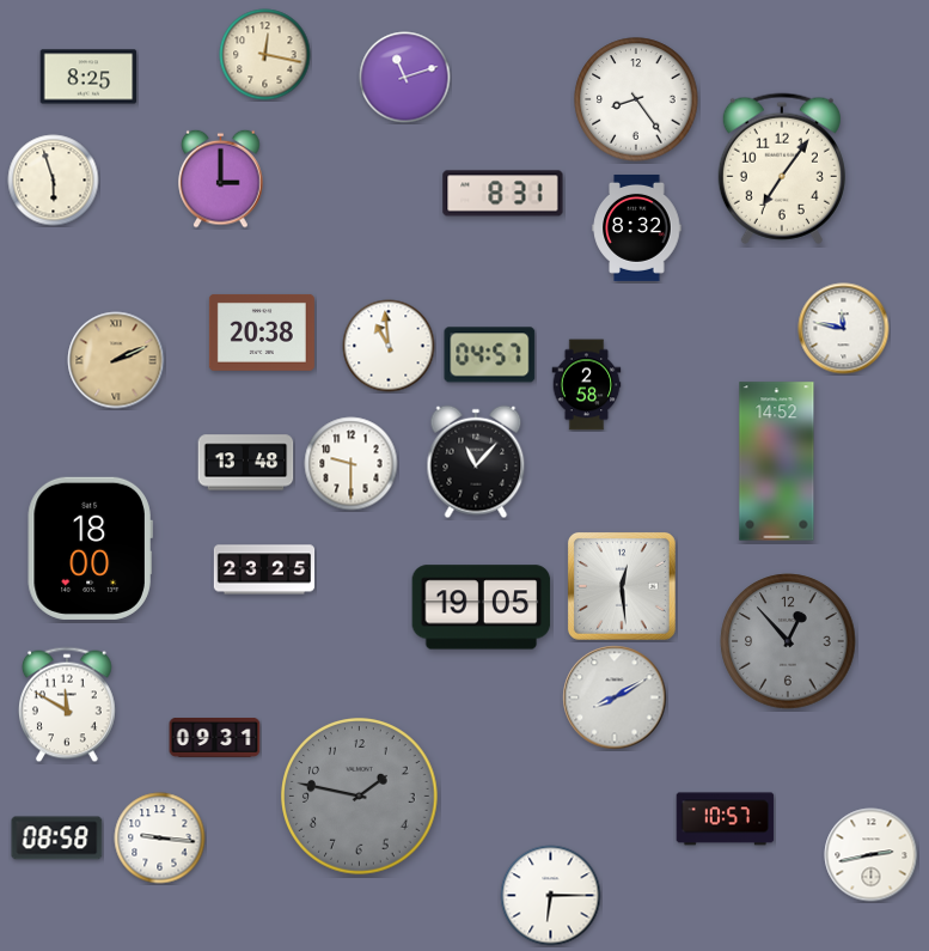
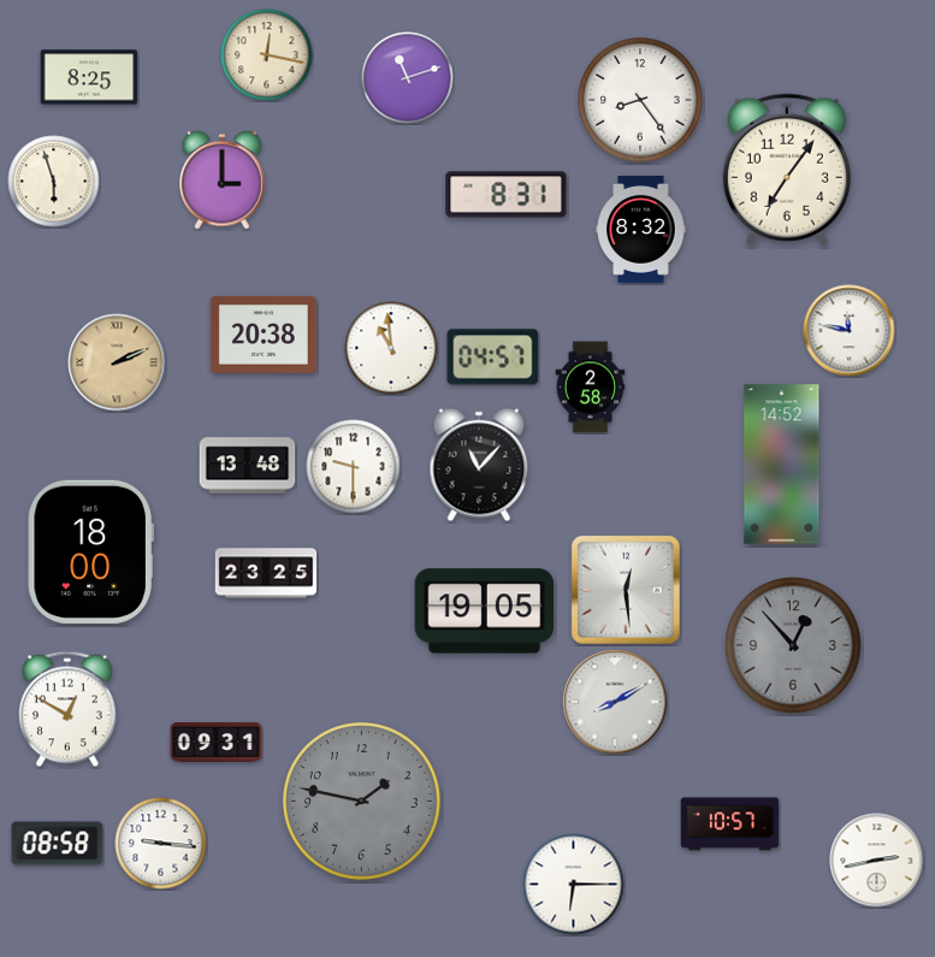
clock at (615, 697) position: (615, 697) -> (615, 702)
clock at (68, 705): 11:50 -> 12:50
clock at (551, 896) position: (551, 896) -> (574, 885)
